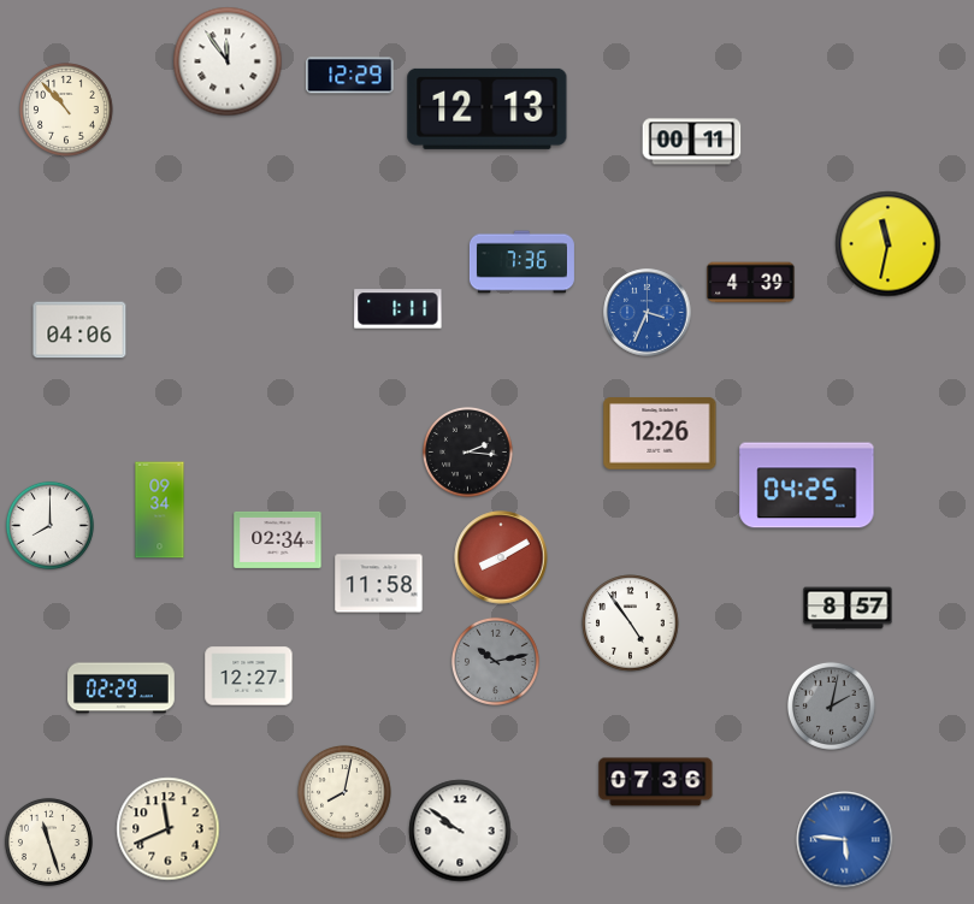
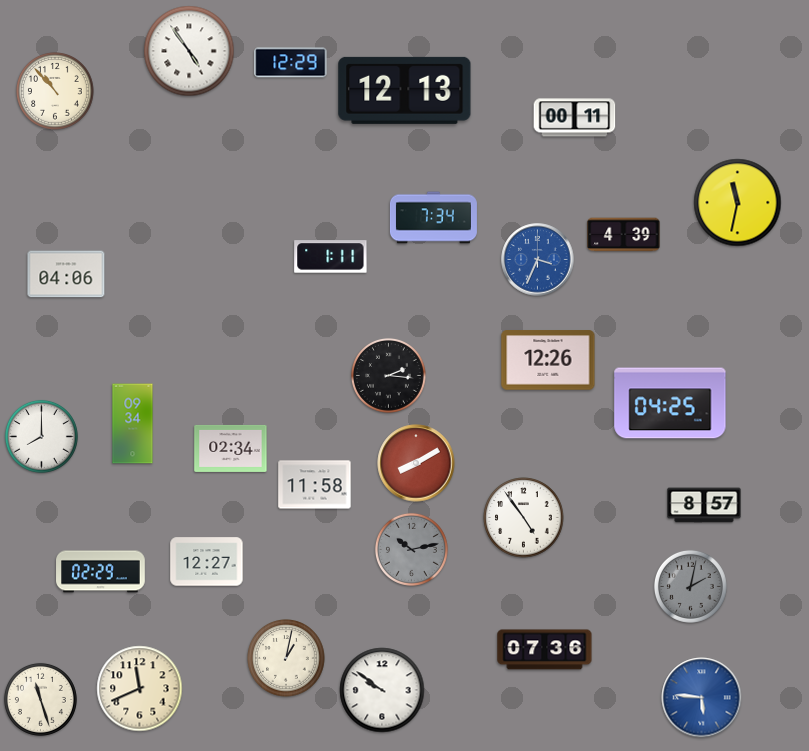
clock at (228, 61): 11:54 -> 4:54
clock at (521, 262): 7:36 -> 7:34
clock at (344, 792): 8:02 -> 1:02
